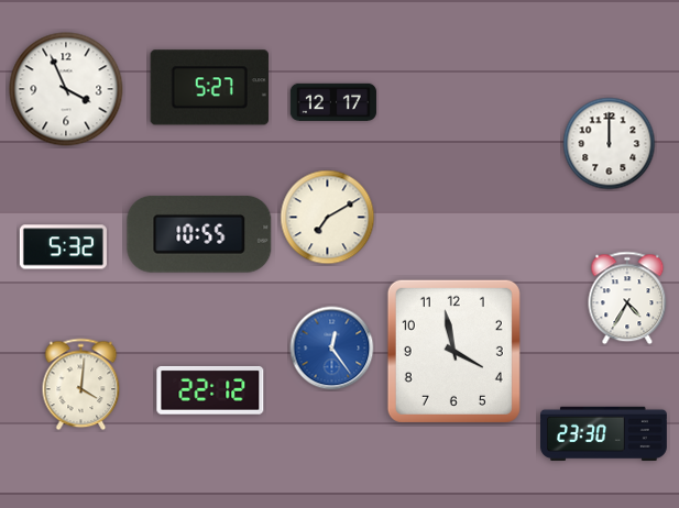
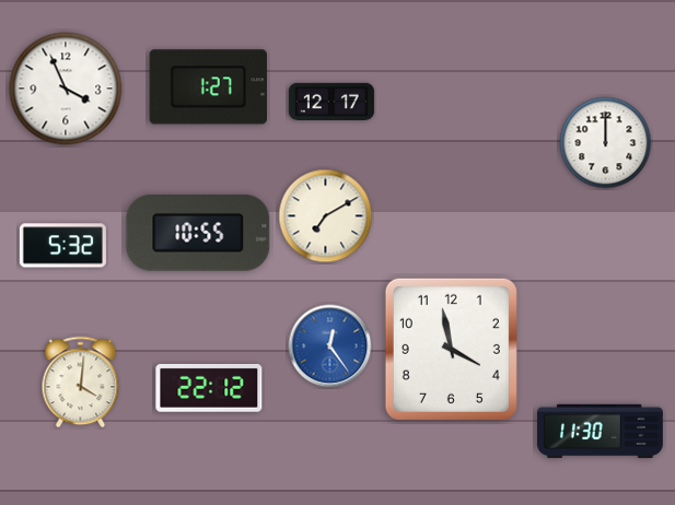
clock at (209, 88): 5:27 -> 1:27
clock at (627, 298): 4:35 -> none
clock at (604, 433): 23:30 -> 11:30
